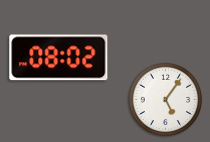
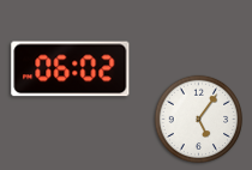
clock at (59, 58): 08:02 -> 06:02
